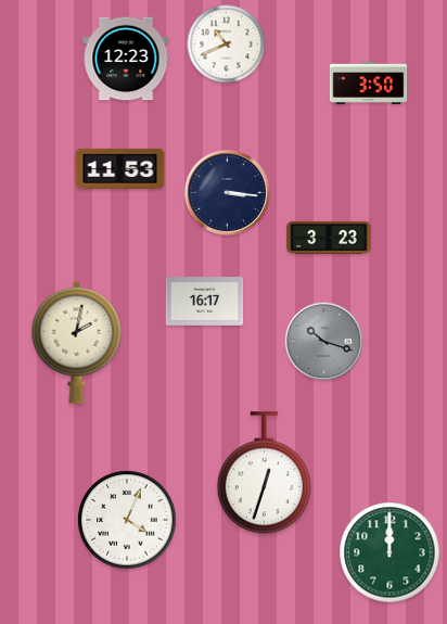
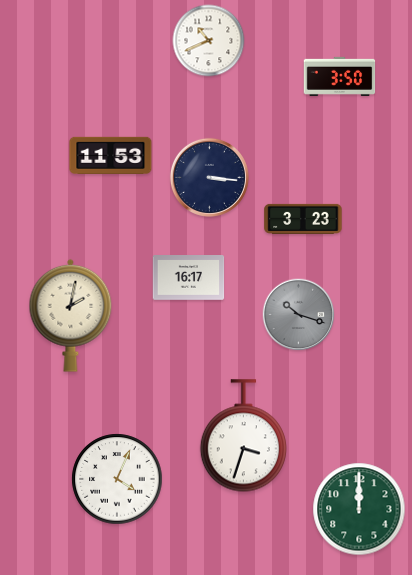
clock at (126, 59): 12:23 -> none
clock at (264, 473): 12:33 -> 3:33
